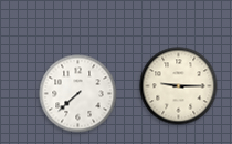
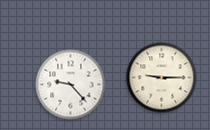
clock at (78, 94): 7:38 -> 9:23
